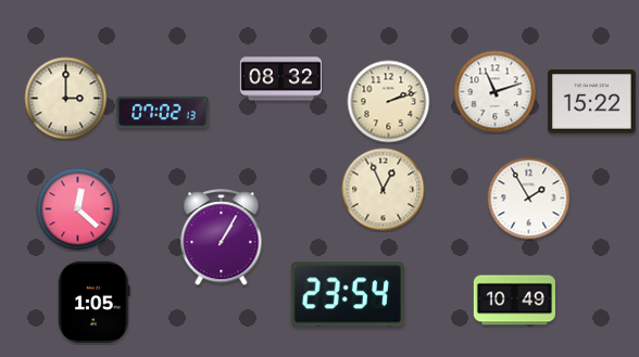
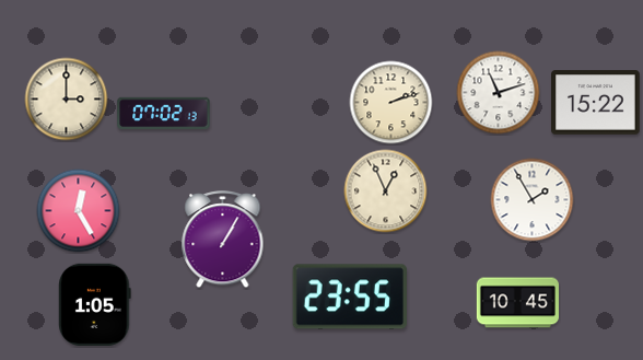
clock at (280, 79): 08:32 -> none
clock at (78, 209): 12:22 -> 12:25
clock at (347, 294): 23:54 -> 23:55
clock at (514, 301): 10:49 -> 10:45
